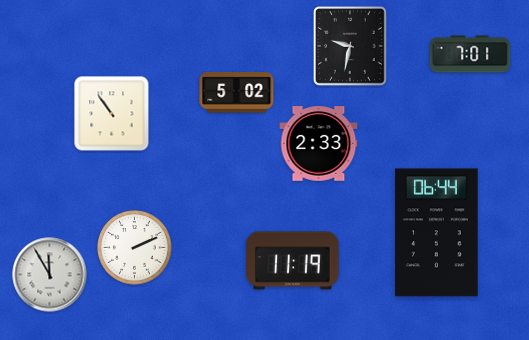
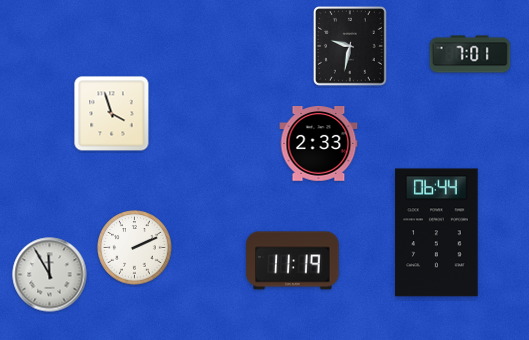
clock at (237, 93): 5:02 -> none
clock at (112, 114): 10:54 -> 3:57
